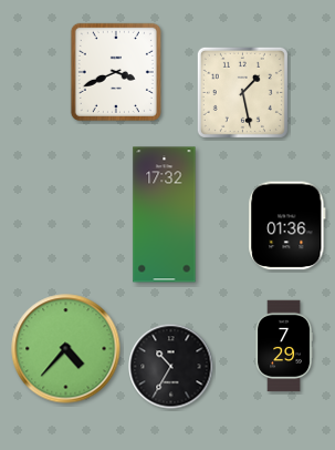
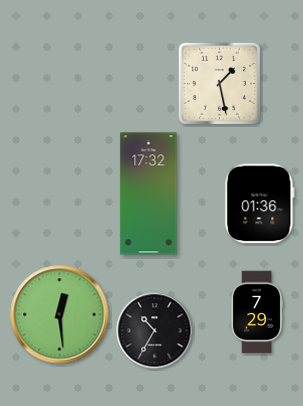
clock at (116, 72): 3:41 -> none
clock at (66, 349): 4:37 -> 12:29
